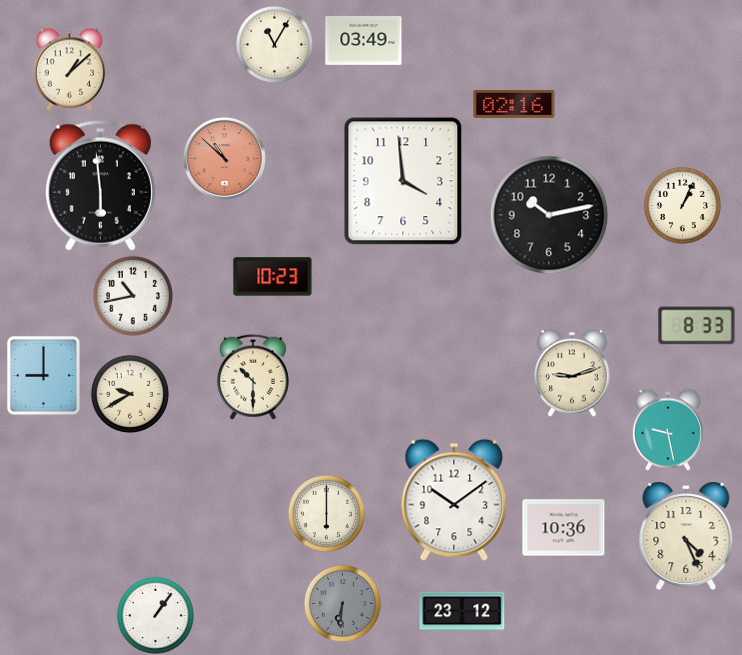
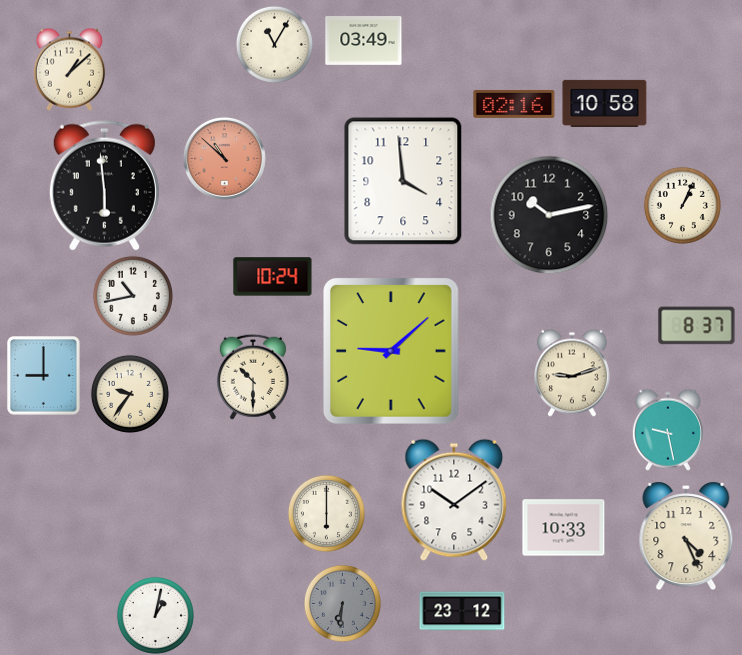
clock at (605, 103): none -> 10:58
clock at (100, 185) position: (100, 185) -> (104, 185)
clock at (273, 277): 10:23 -> 10:24
clock at (697, 326): 8:33 -> 8:37
clock at (392, 351): none -> 9:08
clock at (130, 394): 9:40 -> 9:36
clock at (564, 528): 10:36 -> 10:33
clock at (155, 615): 1:06 -> 1:02
